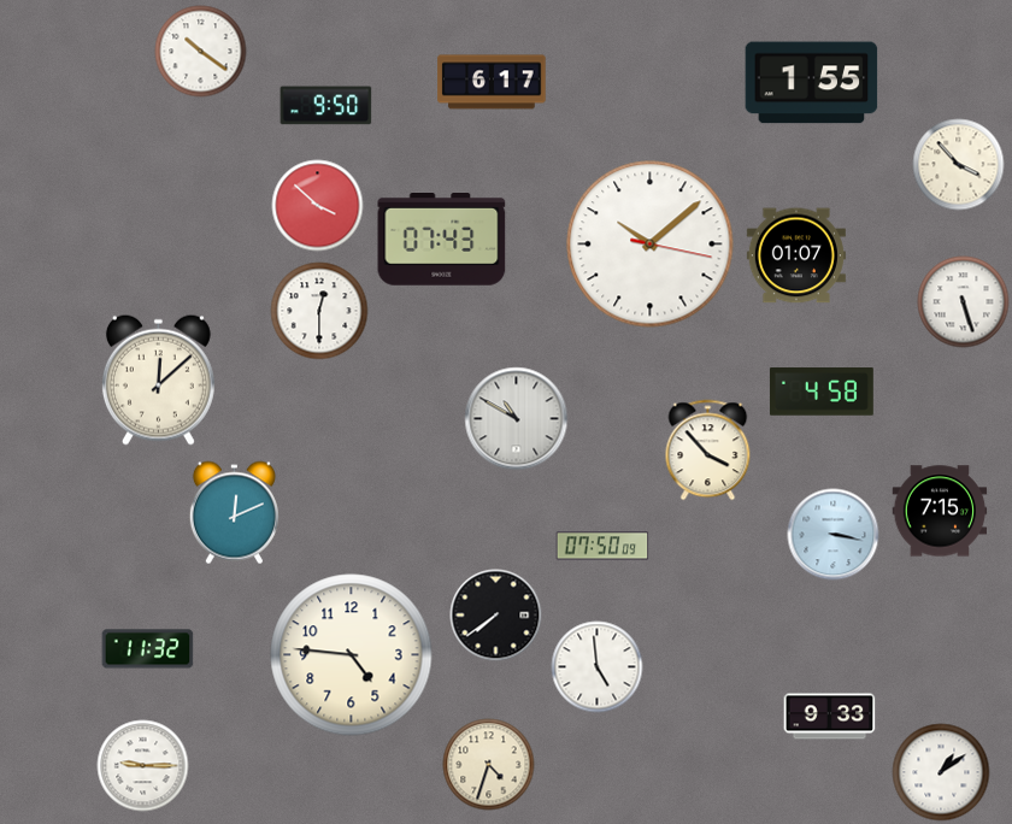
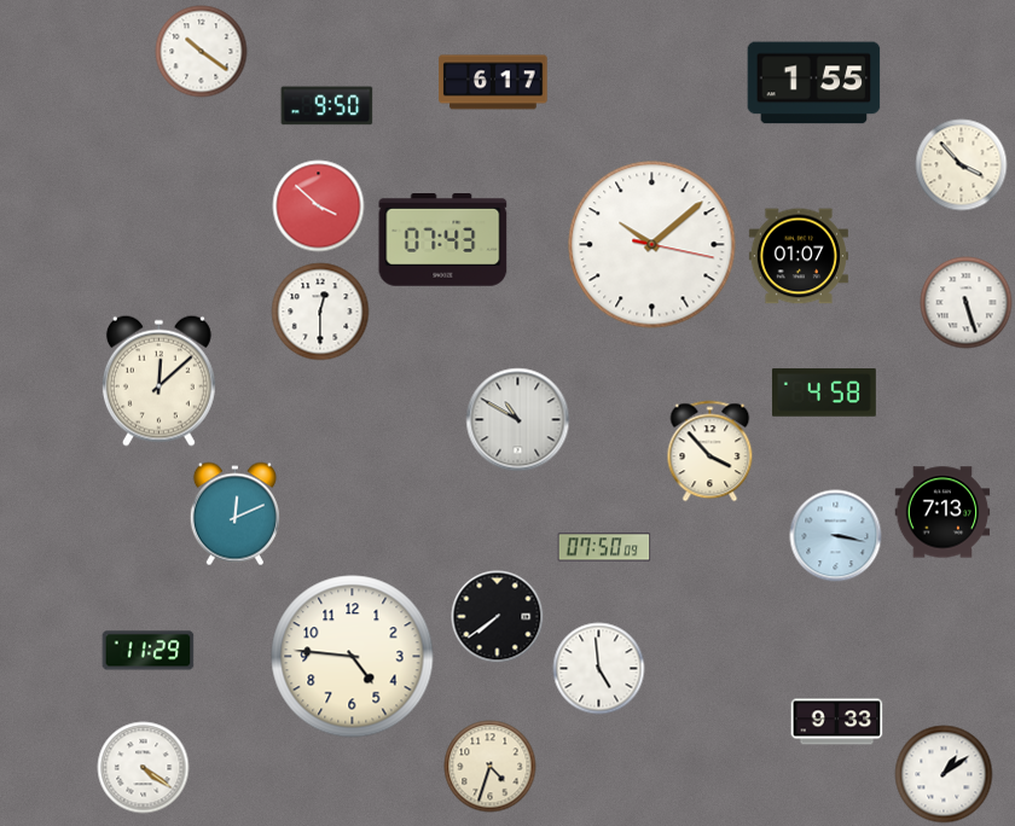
clock at (940, 511): 7:15 -> 7:13
clock at (148, 649): 11:32 -> 11:29
clock at (830, 717) position: (830, 717) -> (837, 722)
clock at (143, 766): 9:15 -> 4:21
